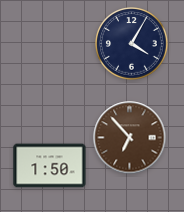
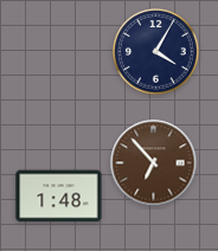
clock at (50, 166): 1:50 -> 1:48
